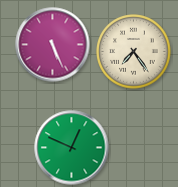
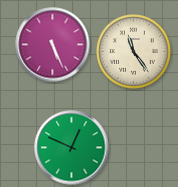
clock at (134, 52): 7:24 -> 11:24
